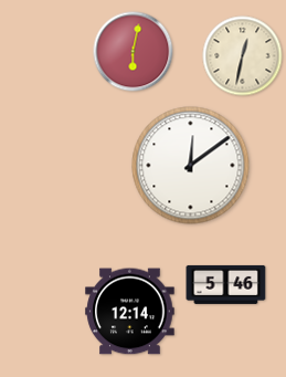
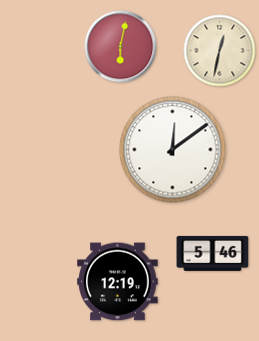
clock at (226, 284) position: (226, 284) -> (213, 253)
clock at (130, 312): 12:14 -> 12:19
